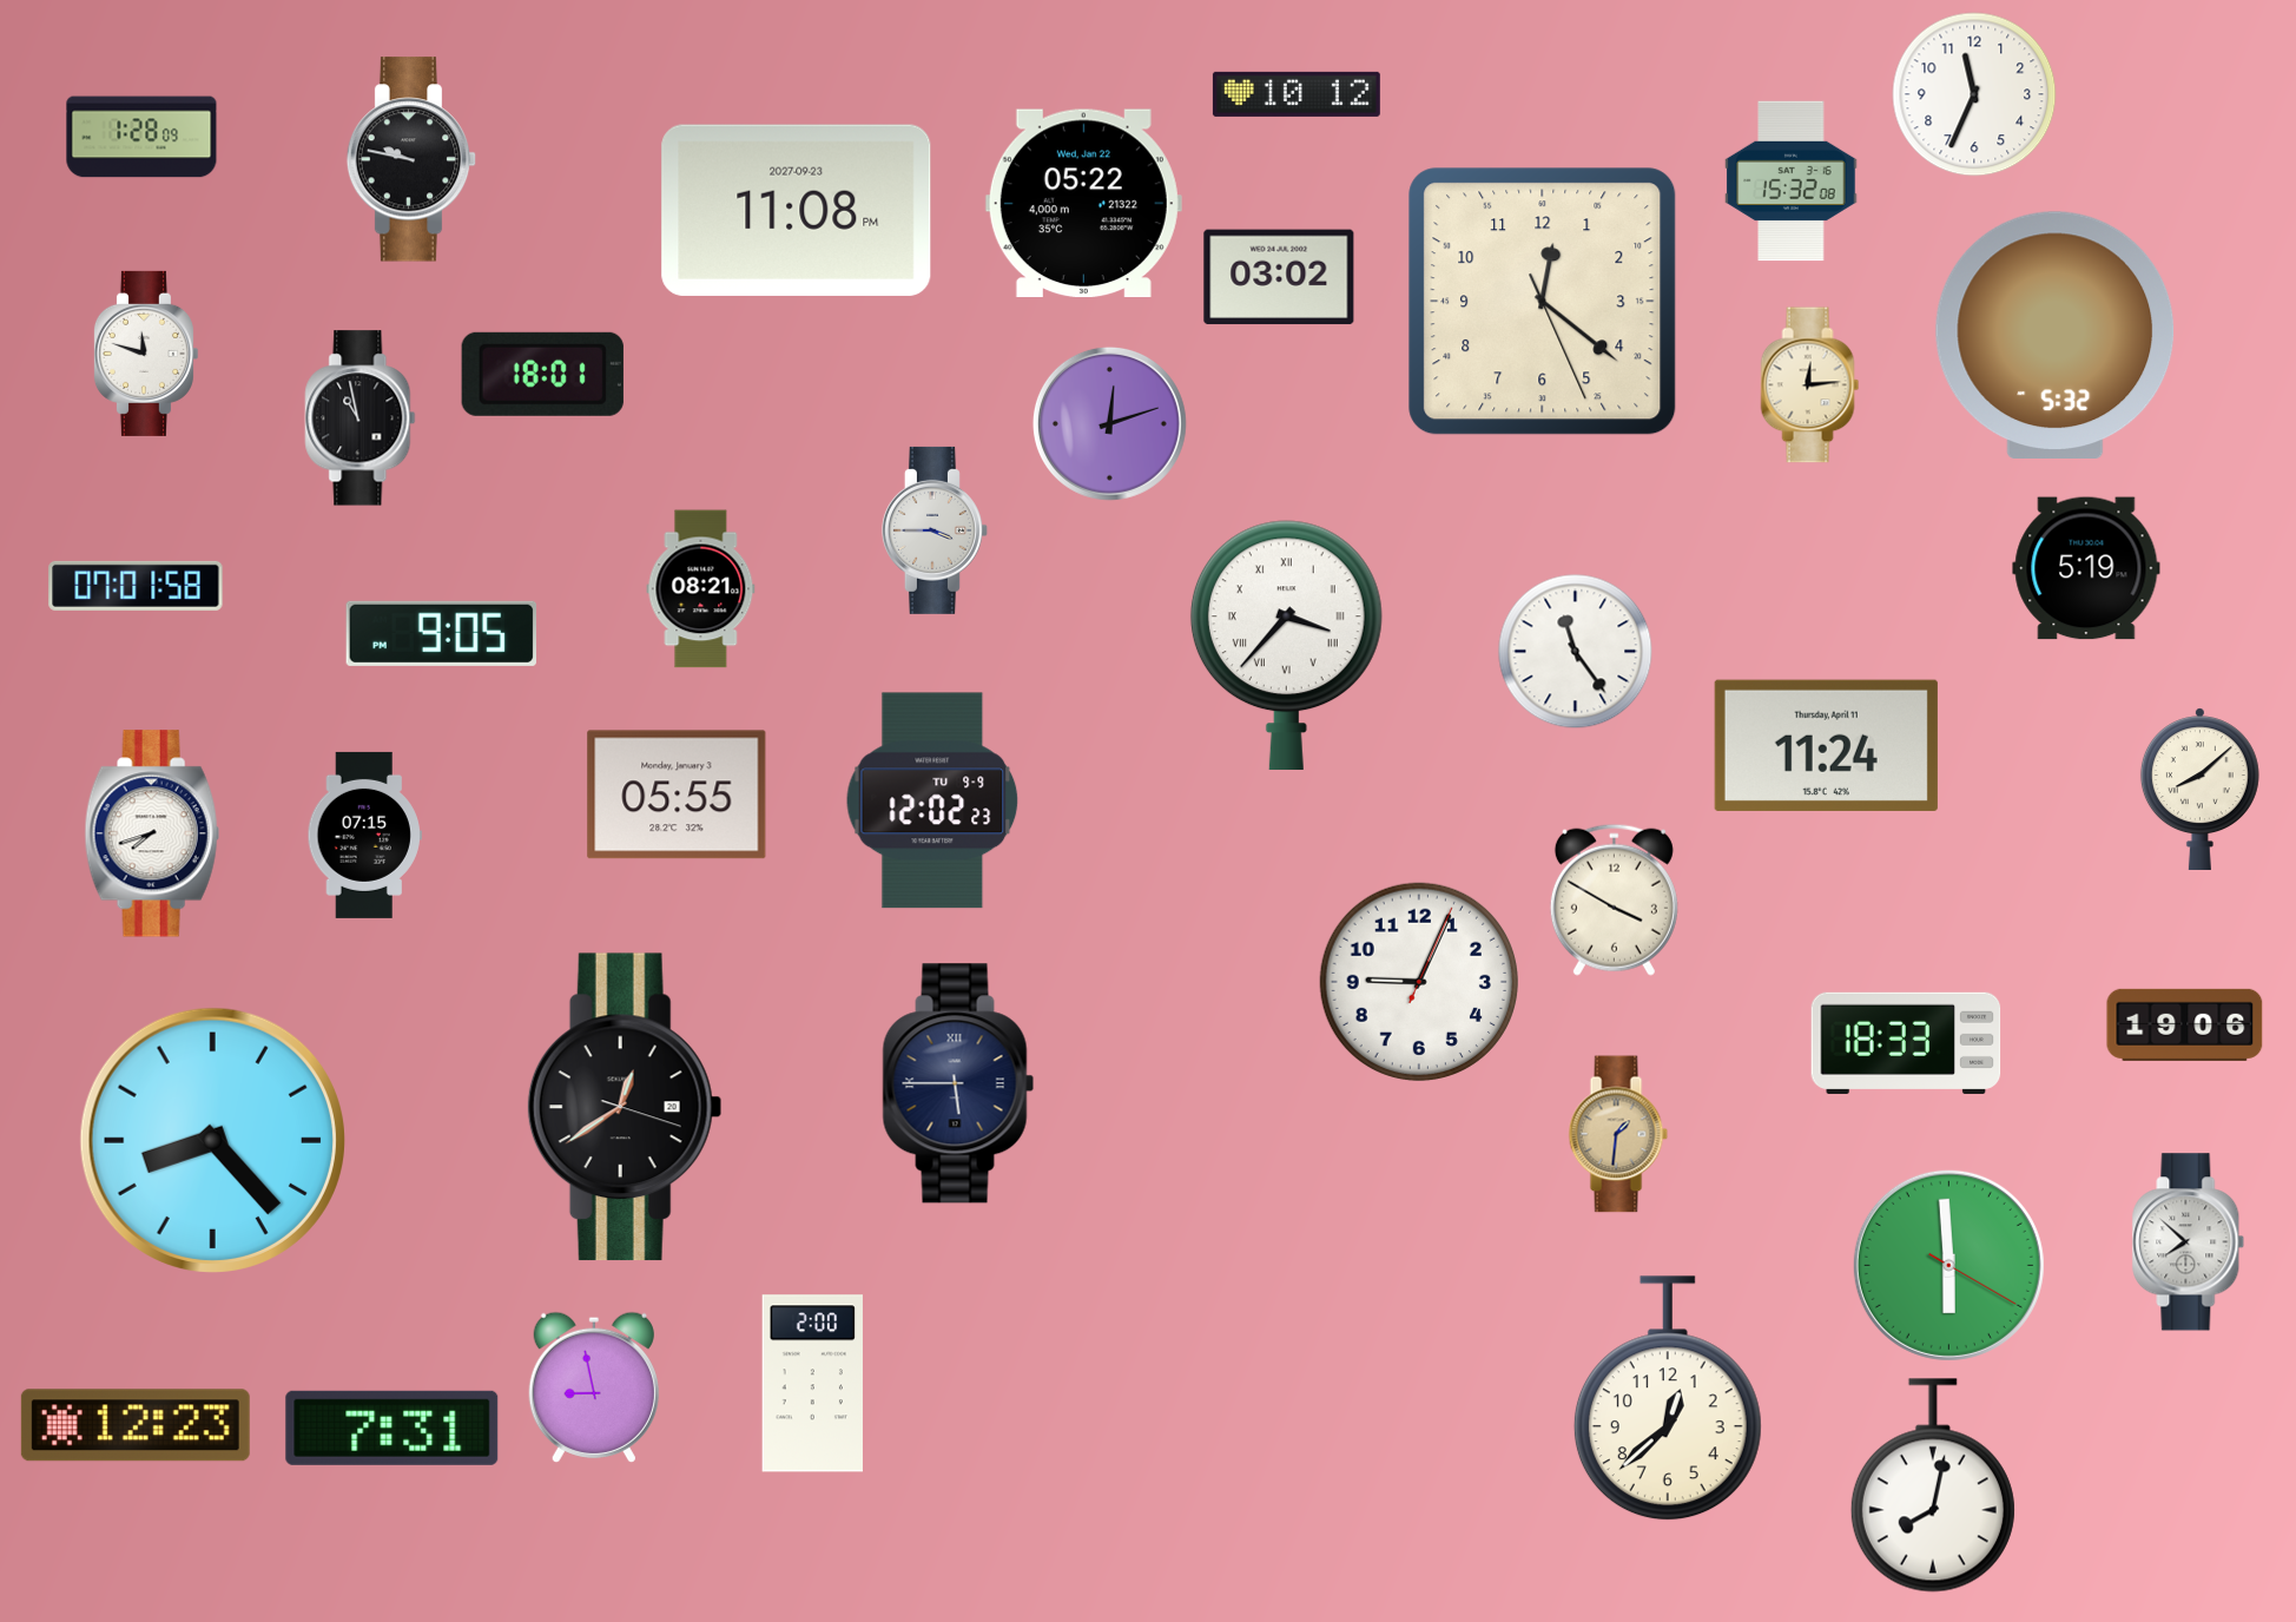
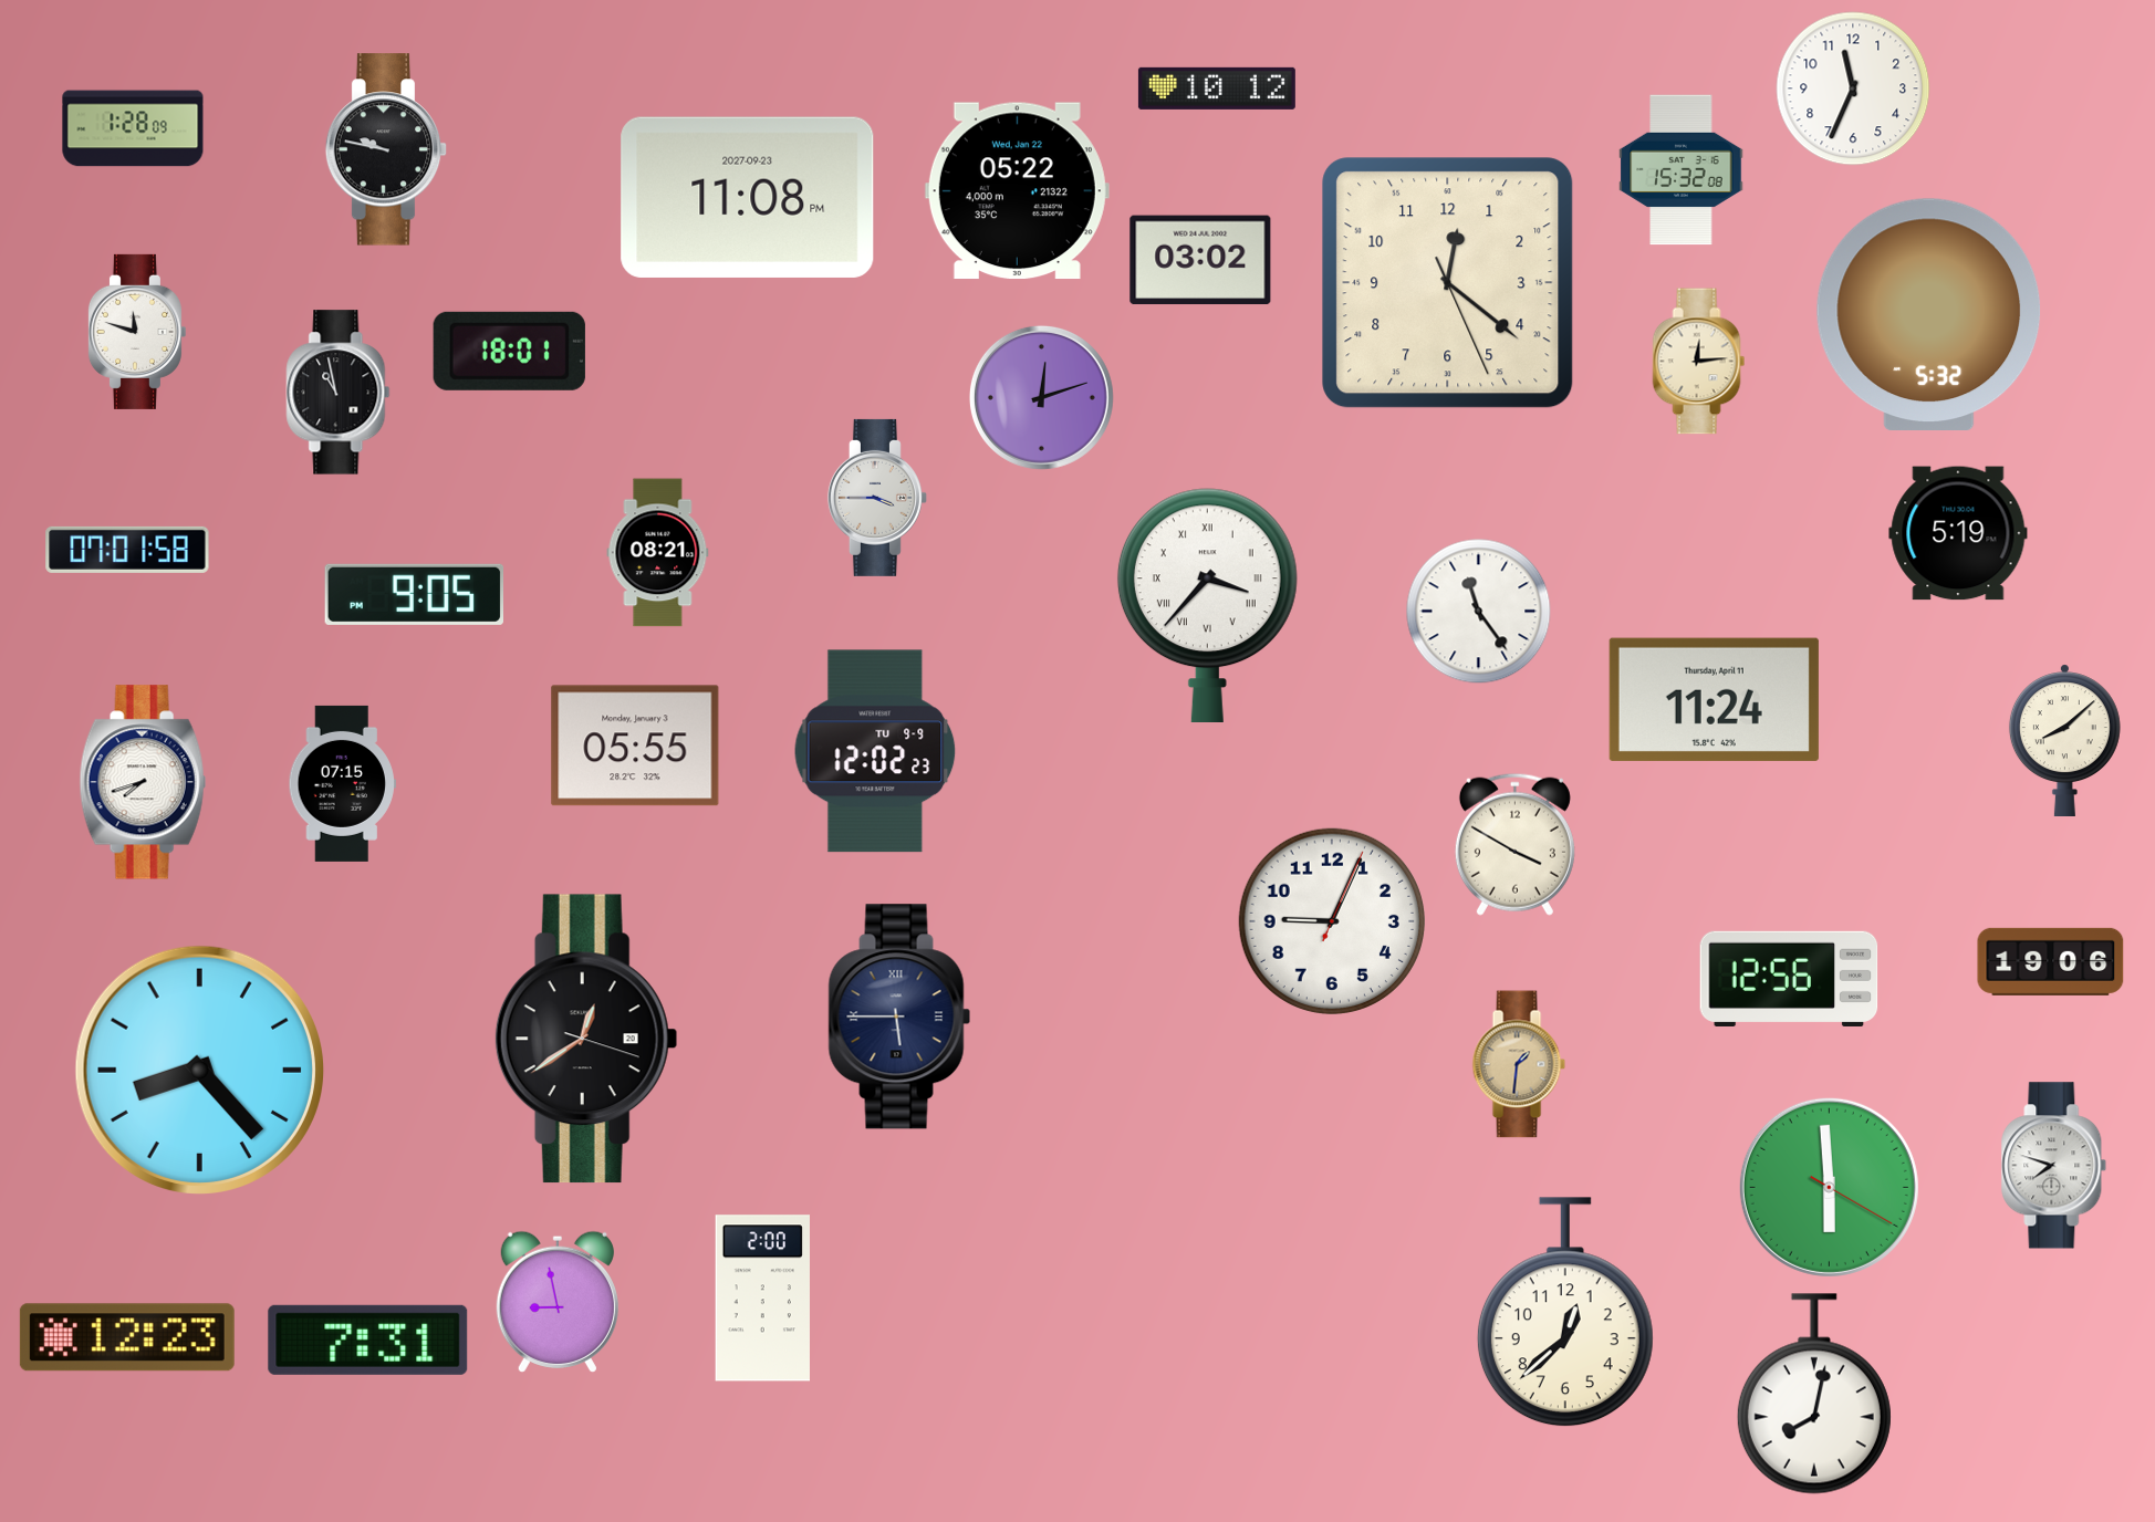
clock at (1906, 1043): 18:33 -> 12:56
clock at (2189, 1242): 7:52 -> 7:48
